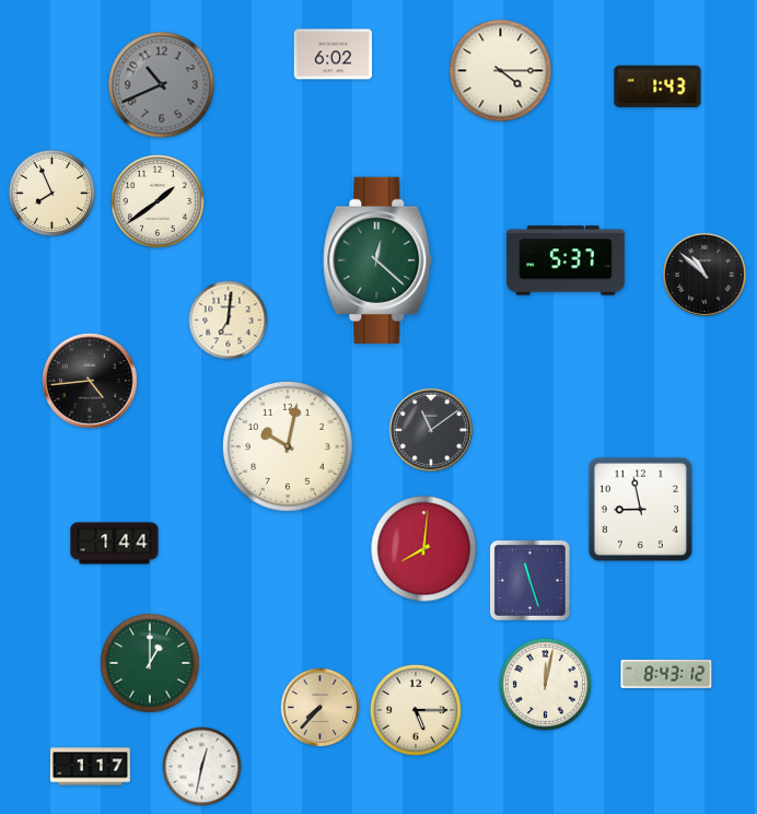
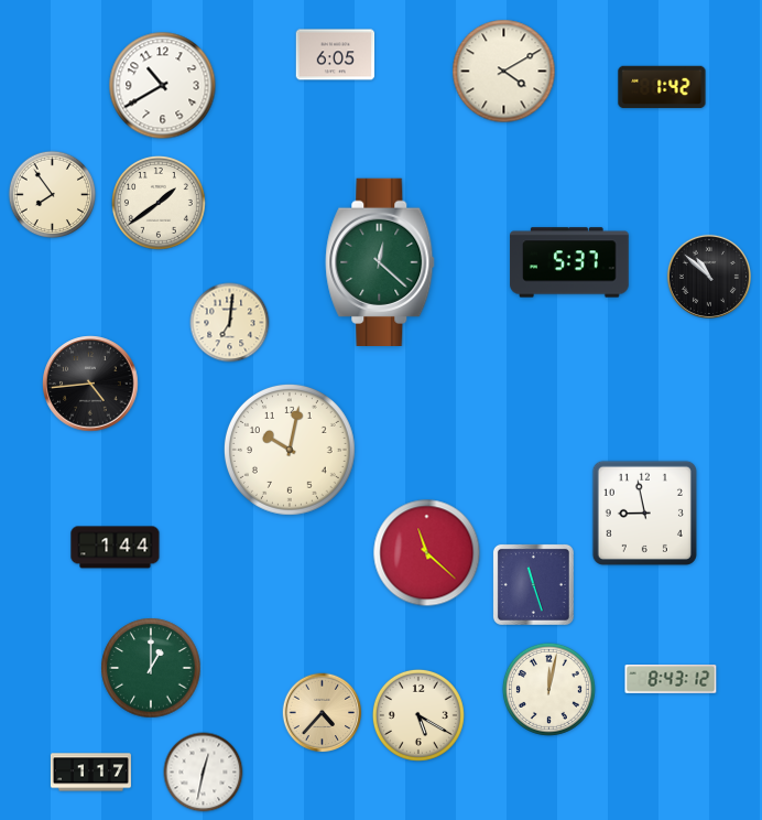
clock at (334, 55): 6:02 -> 6:05
clock at (501, 71): 4:15 -> 4:10
clock at (162, 85): 10:41 -> 10:40
clock at (162, 85) dial: grey -> white
clock at (657, 86): 1:43 -> 1:42
clock at (53, 194): 7:56 -> 7:54
clock at (431, 430): 11:09 -> none
clock at (424, 549): 8:01 -> 11:22
clock at (321, 708): 7:37 -> 4:37
clock at (416, 710): 5:15 -> 5:20
